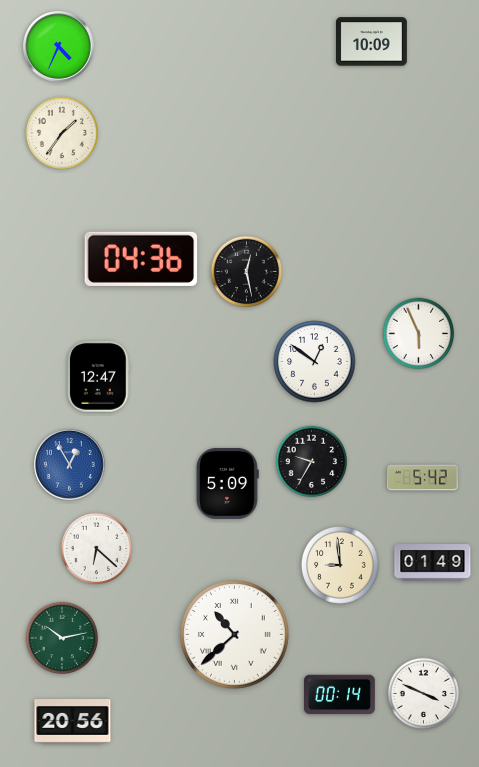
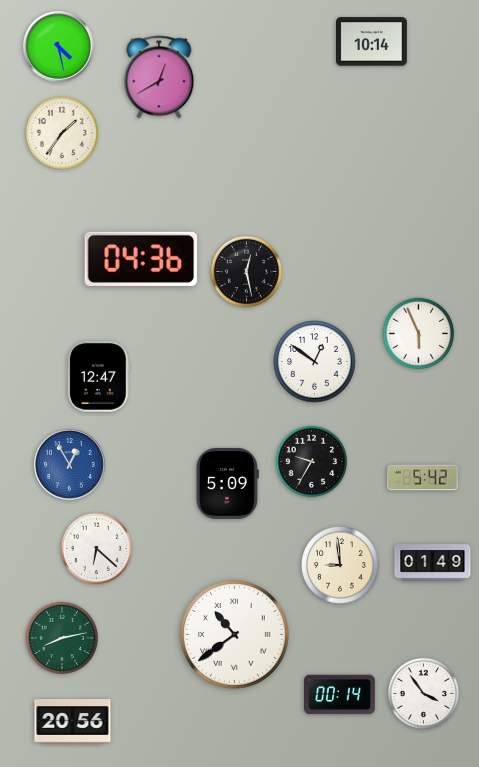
clock at (372, 42): 10:09 -> 10:14
clock at (59, 47): 4:34 -> 4:28
clock at (159, 77): none -> 12:40
clock at (235, 635): 10:38 -> 10:39
clock at (62, 638): 10:13 -> 8:13
clock at (424, 694): 3:49 -> 3:54
